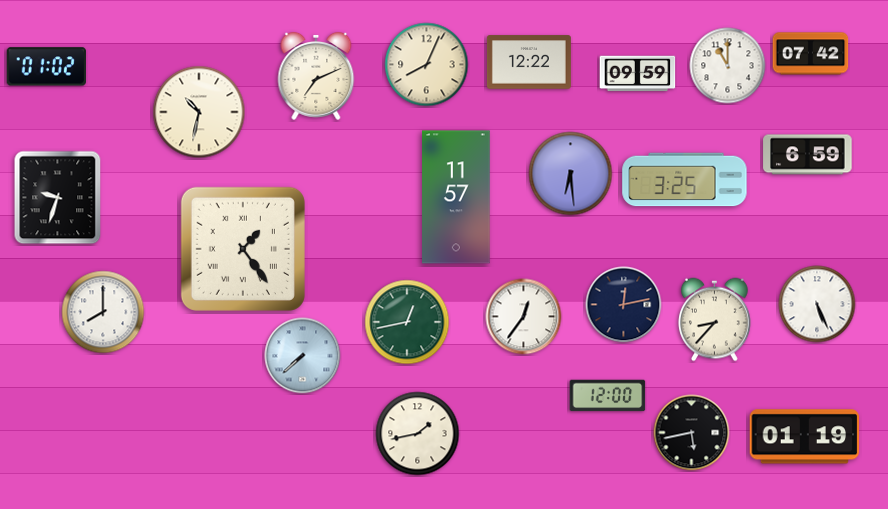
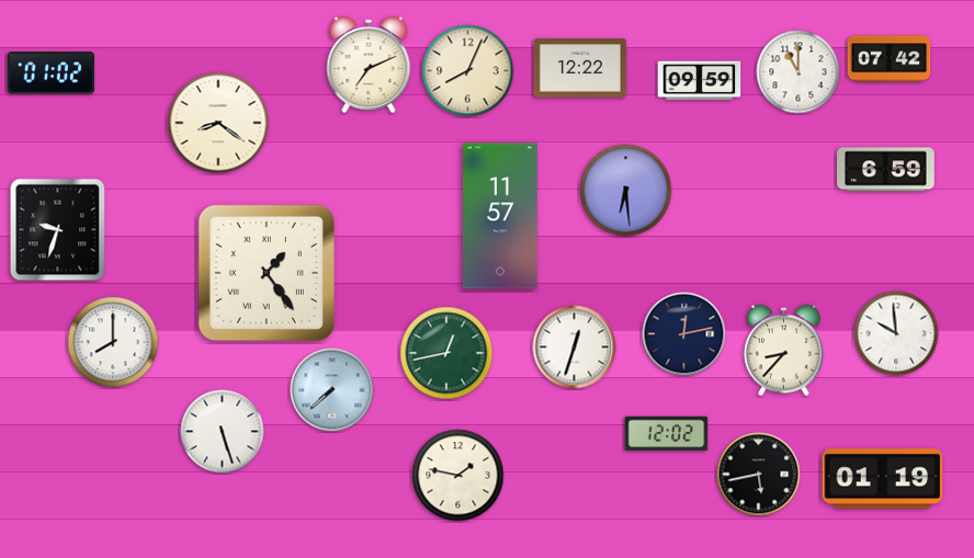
clock at (316, 76) position: (316, 76) -> (369, 65)
clock at (199, 112): 10:32 -> 8:21
clock at (685, 180): 3:25 -> none
clock at (58, 198) position: (58, 198) -> (58, 230)
clock at (817, 304): 5:26 -> 9:59
clock at (524, 317): 12:36 -> 12:33
clock at (223, 432): none -> 5:27
clock at (608, 396): 12:00 -> 12:02
clock at (418, 434): 1:43 -> 1:47
